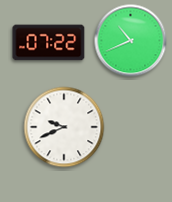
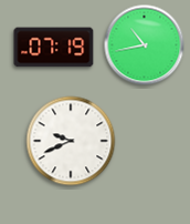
clock at (131, 41): 10:41 -> 10:43
clock at (49, 43): 07:22 -> 07:19
